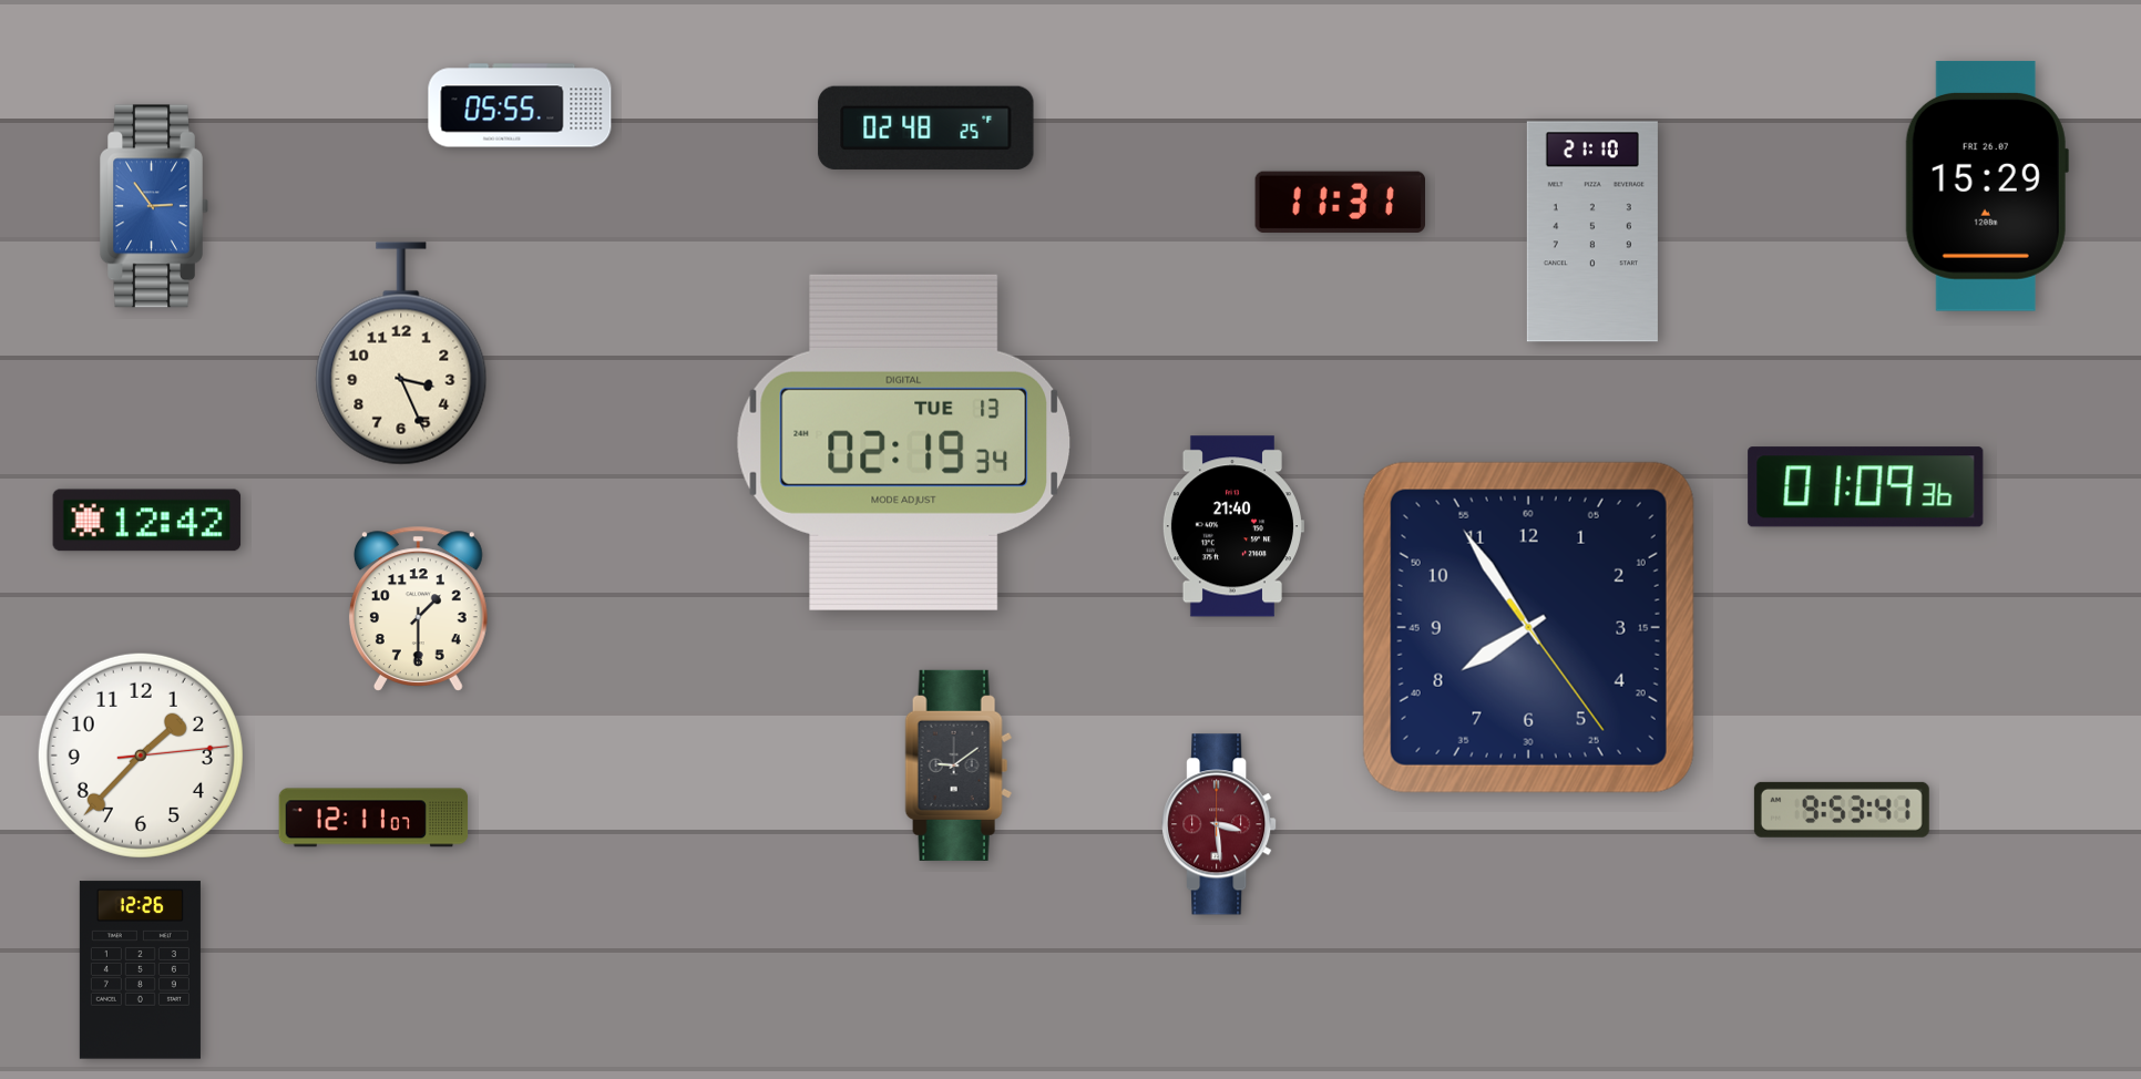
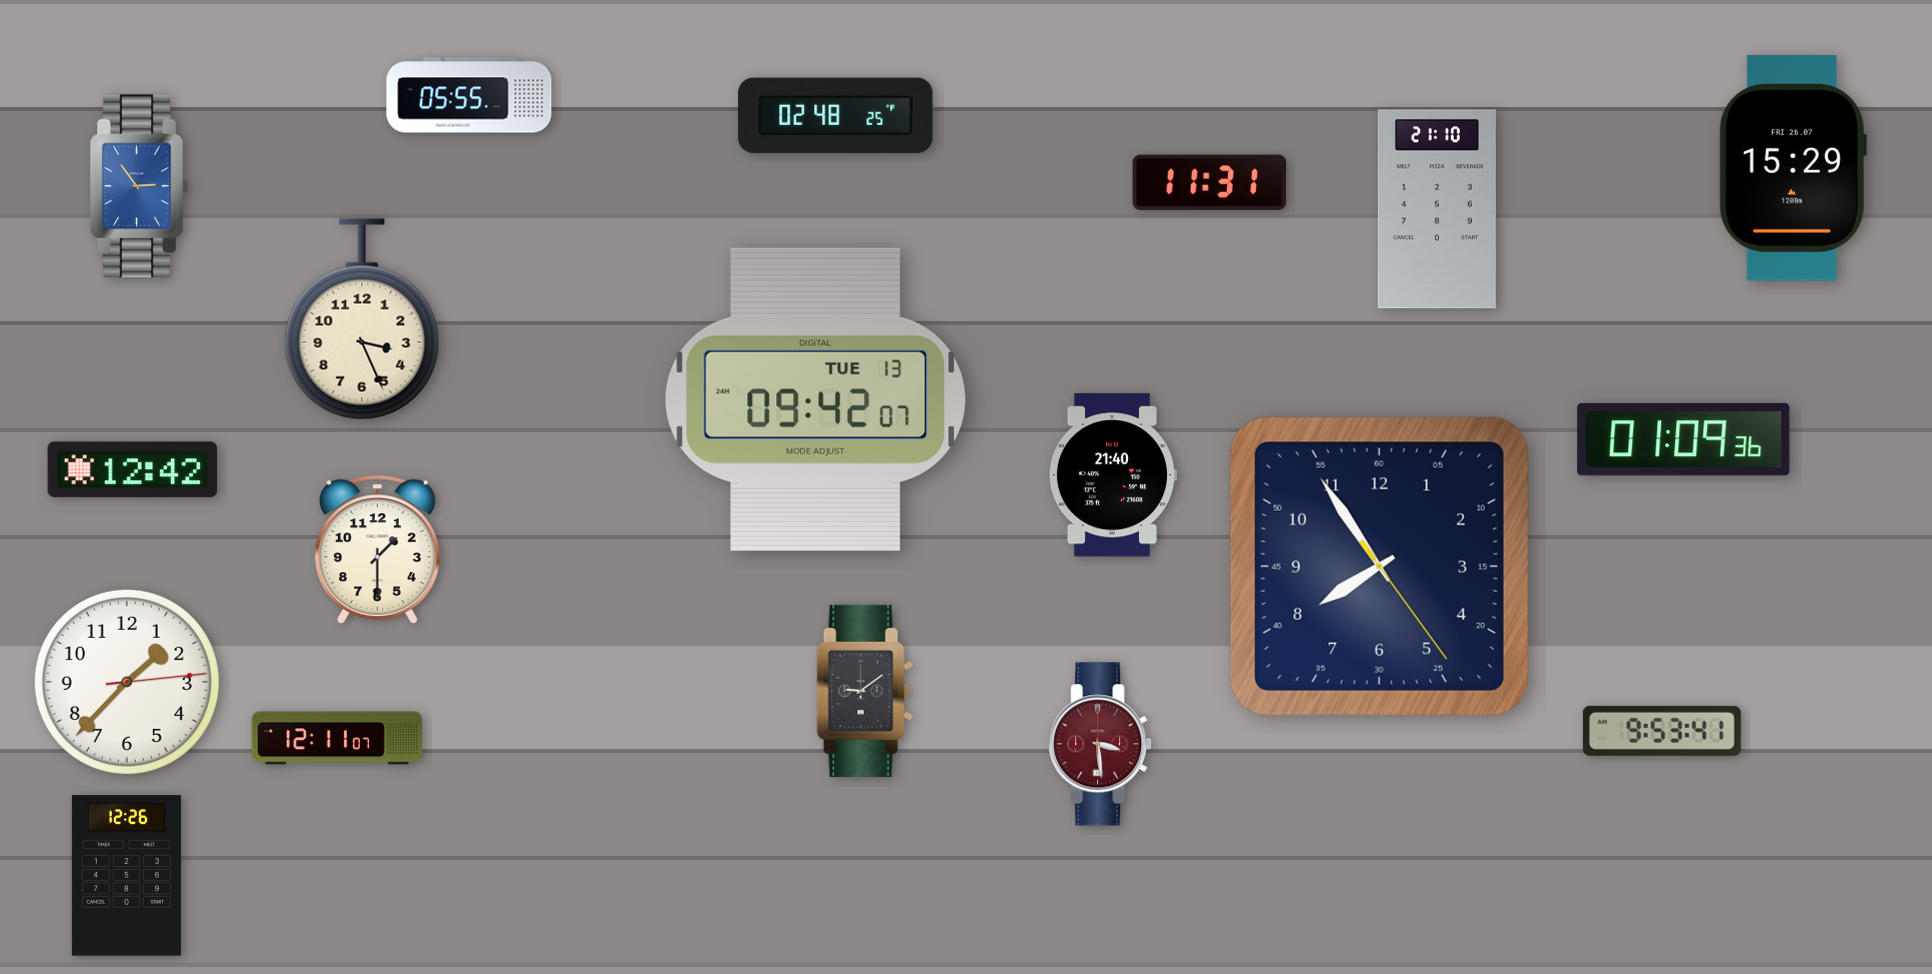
clock at (903, 442): 02:19 -> 09:42
